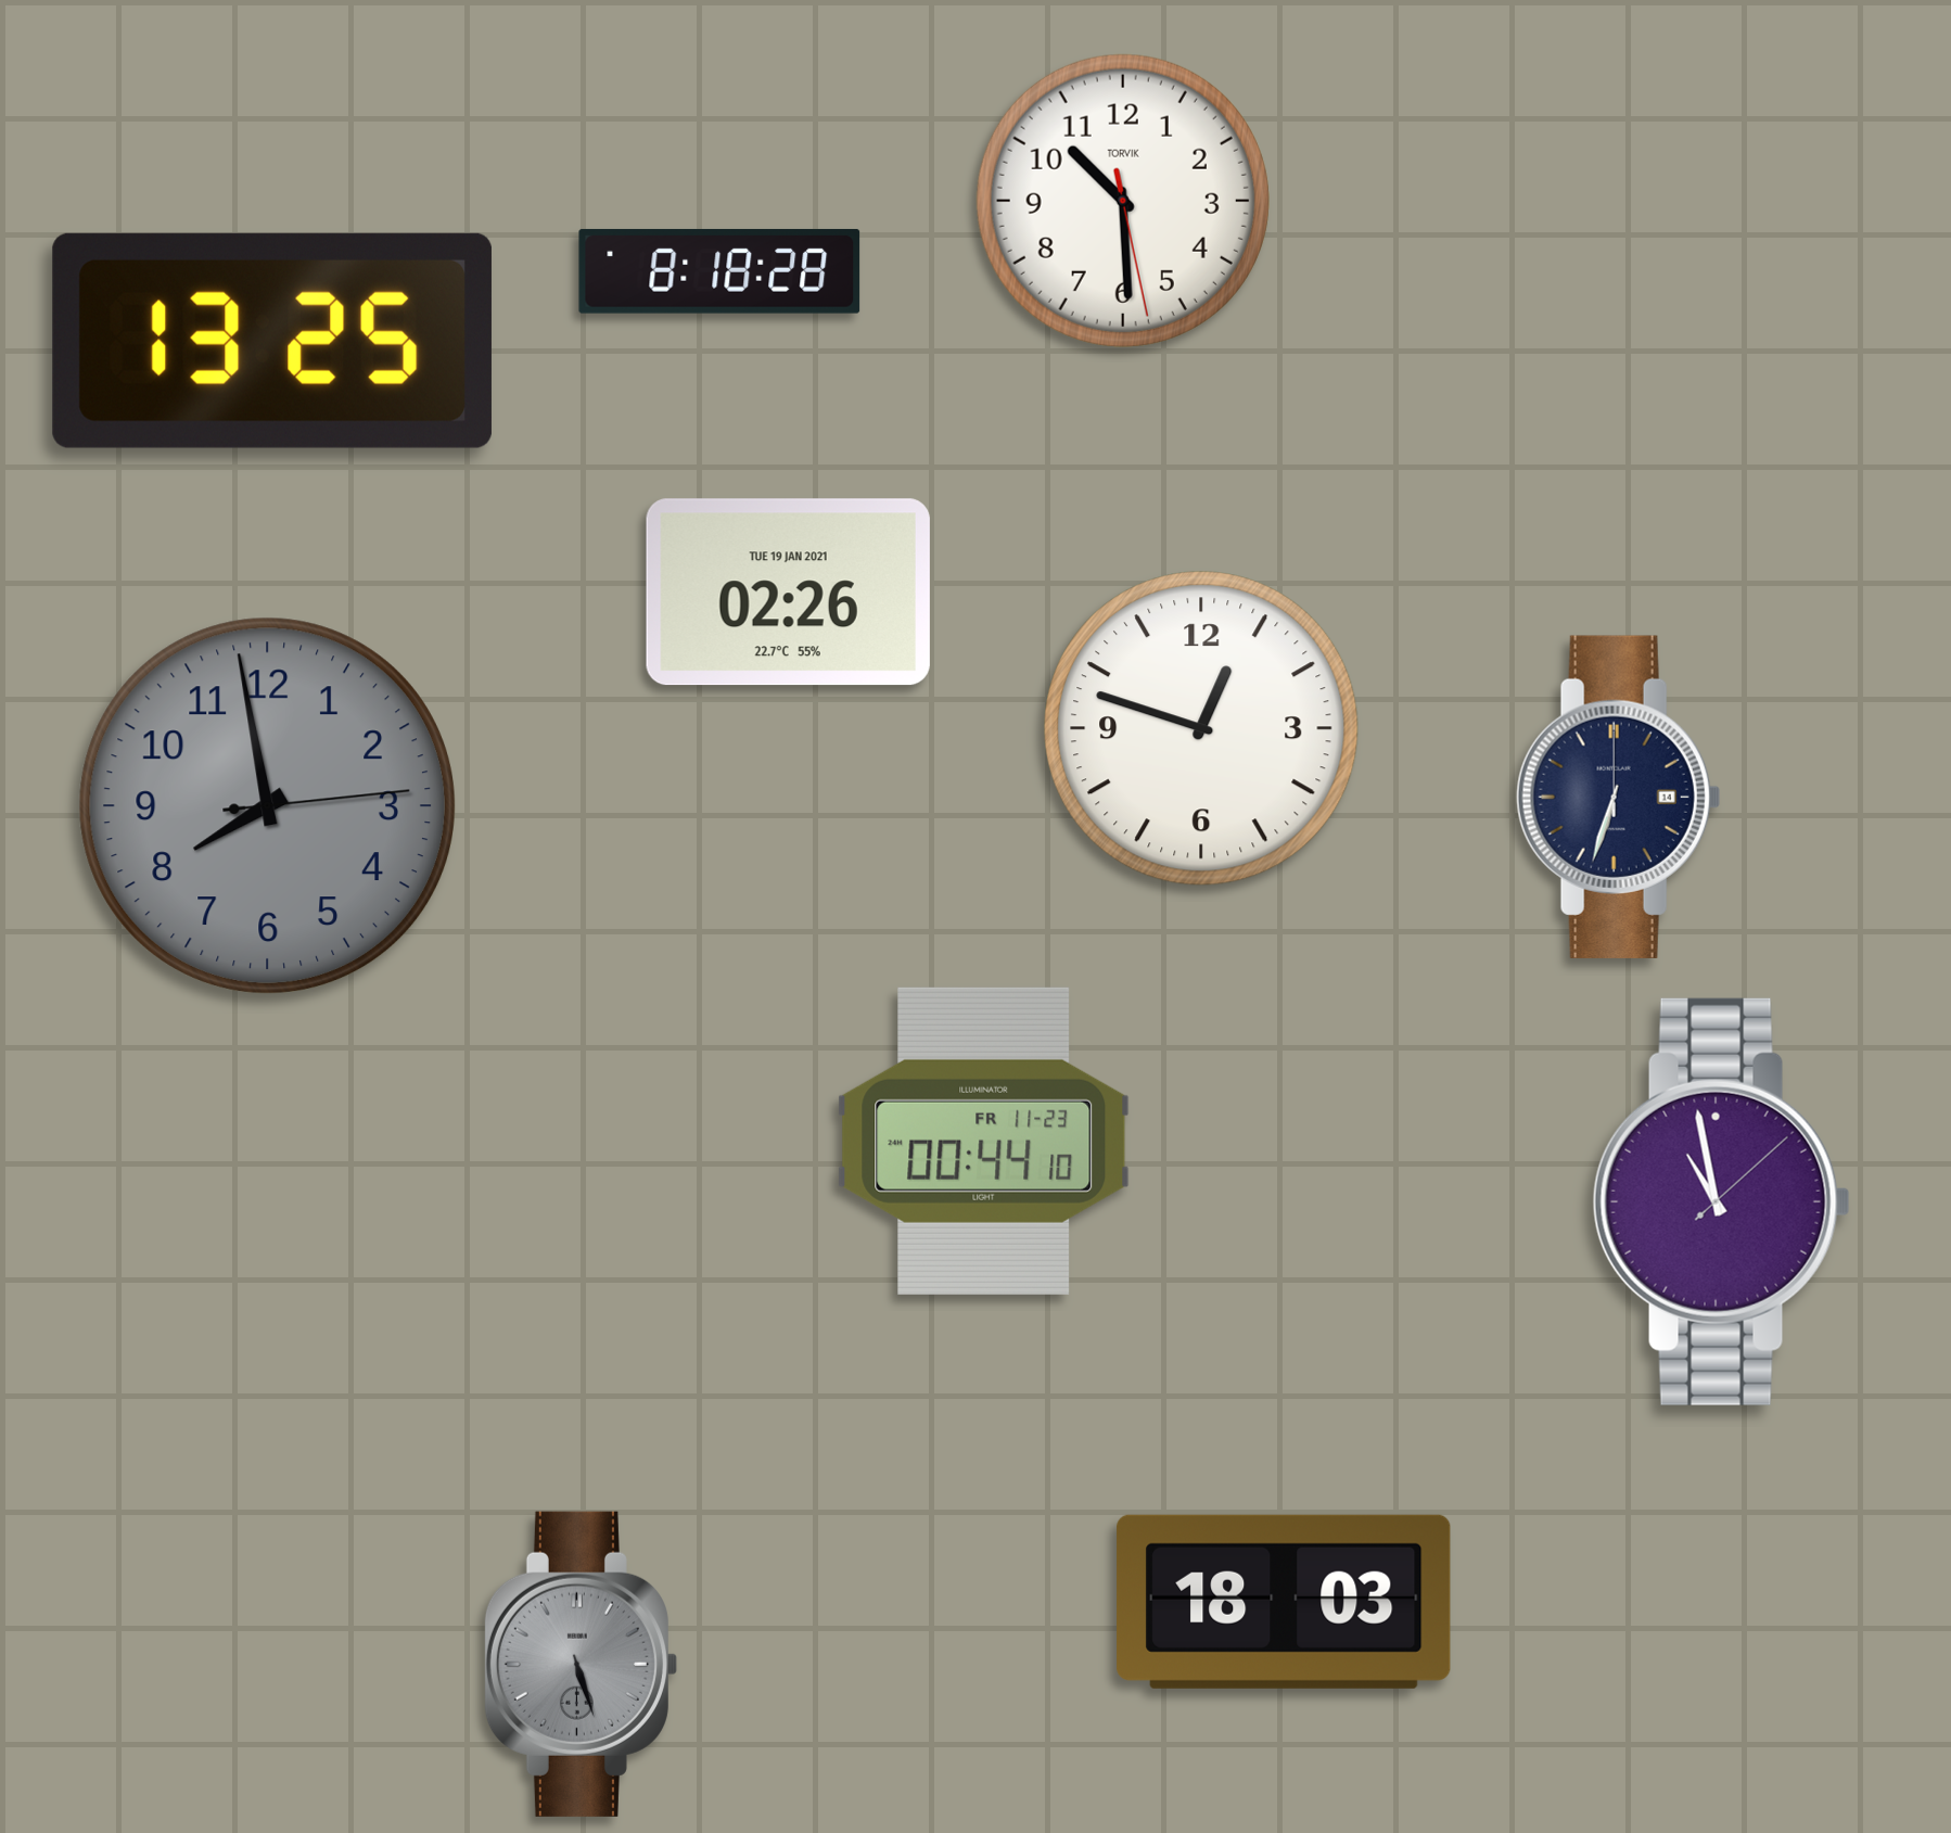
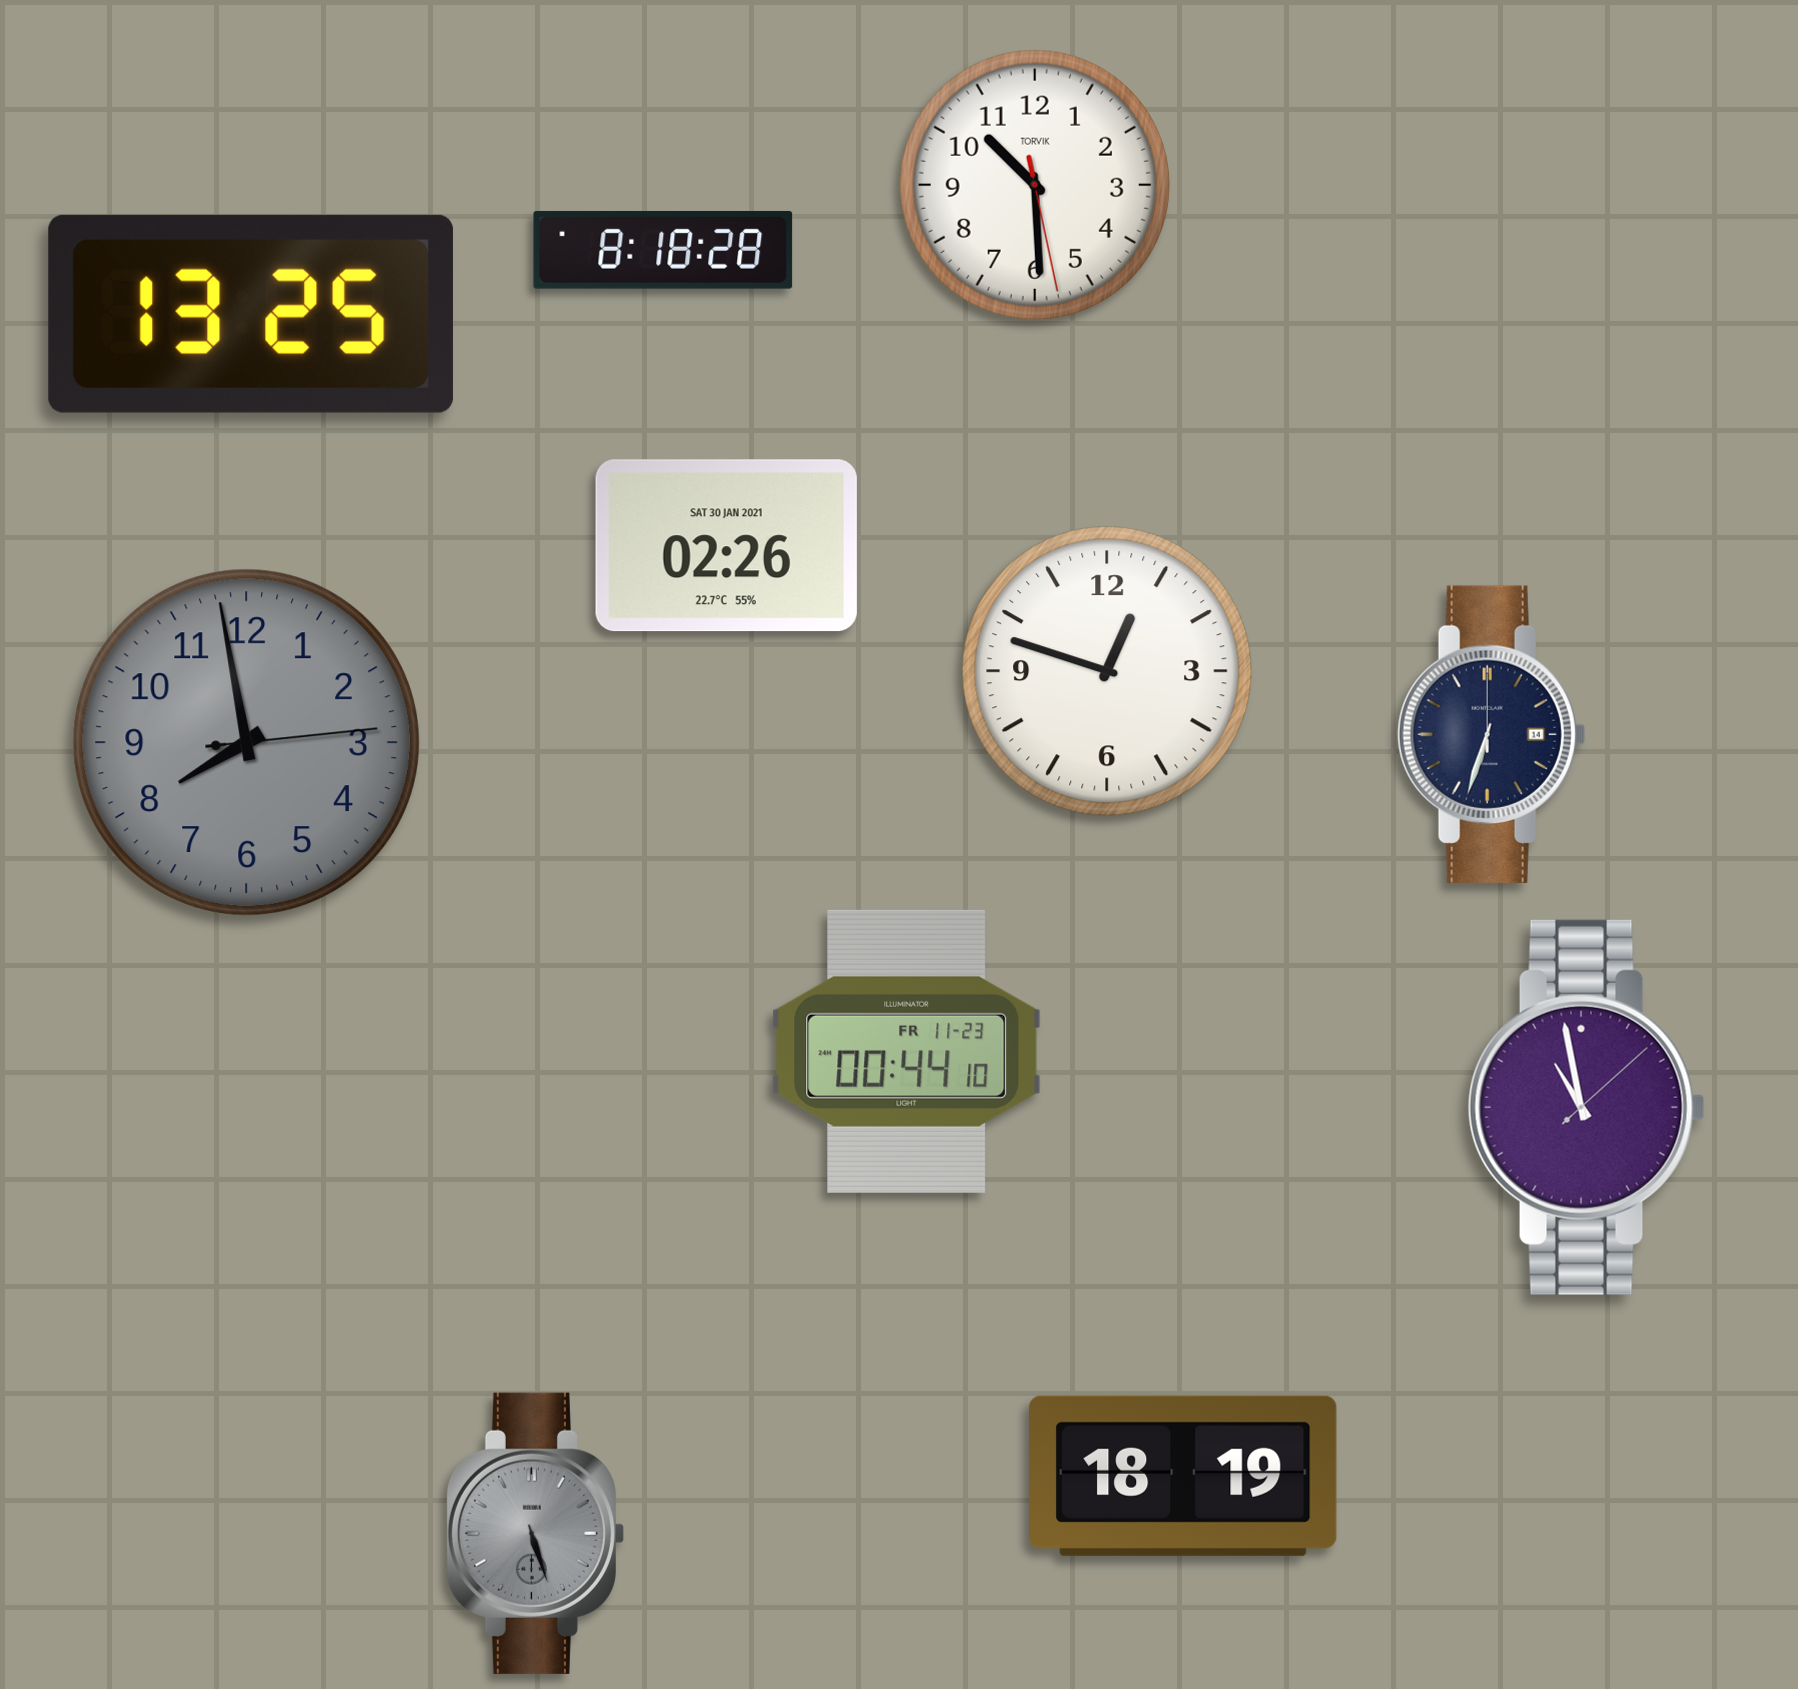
clock at (788, 593) date: TUE 19 JAN 2021 -> SAT 30 JAN 2021
clock at (1284, 1602): 18:03 -> 18:19
